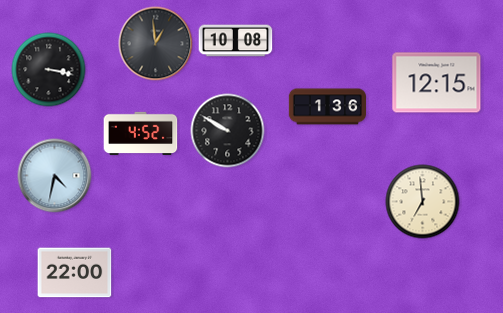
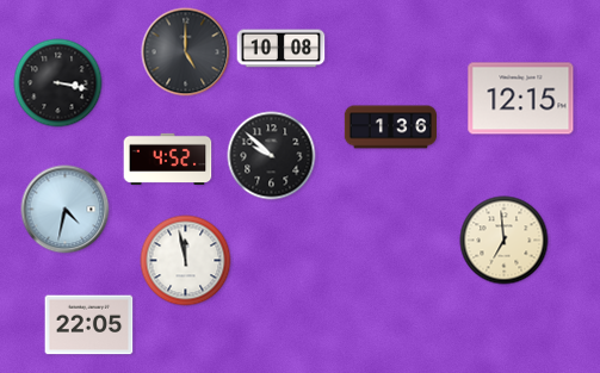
clock at (156, 44): 12:59 -> 5:00
clock at (228, 131): 9:50 -> 9:52
clock at (186, 261): none -> 11:58
clock at (75, 273): 22:00 -> 22:05
